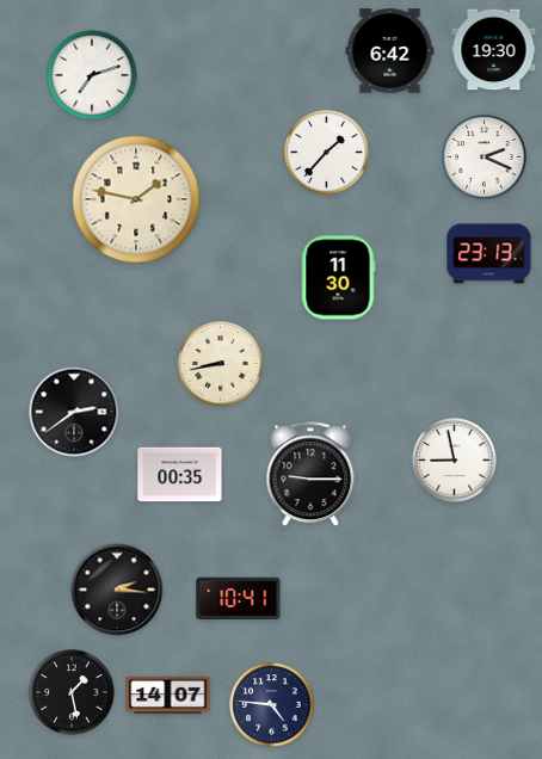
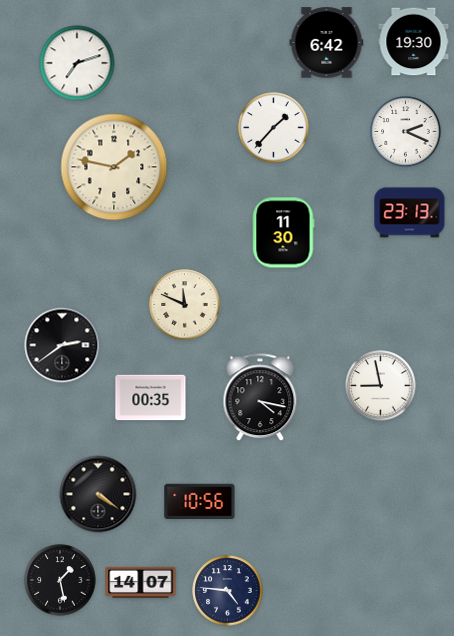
clock at (221, 364): 8:43 -> 11:49
clock at (310, 475): 9:15 -> 4:17
clock at (117, 590): 2:16 -> 4:21
clock at (239, 598): 10:41 -> 10:56
